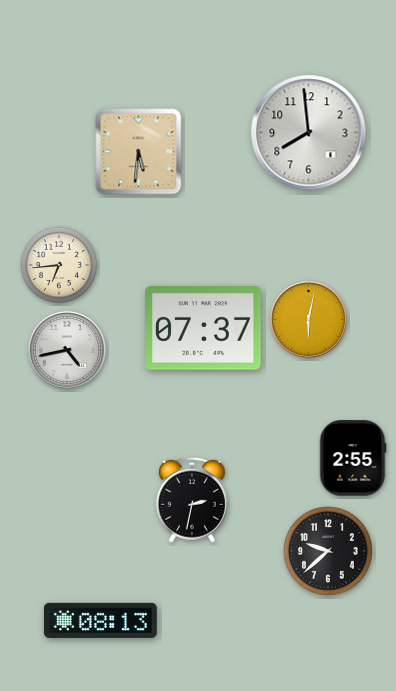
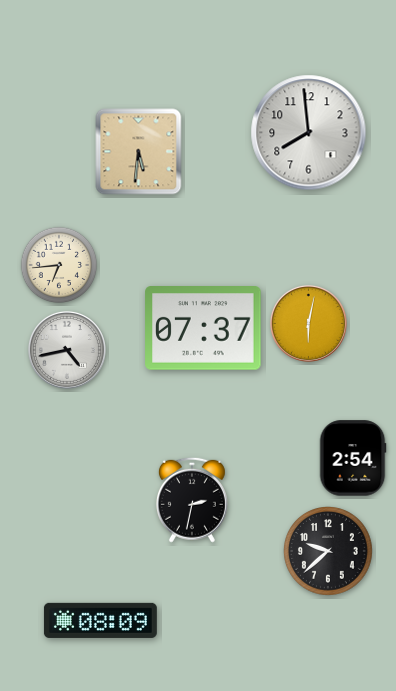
clock at (308, 319) position: (308, 319) -> (308, 323)
clock at (353, 458): 2:55 -> 2:54
clock at (100, 620): 08:13 -> 08:09
